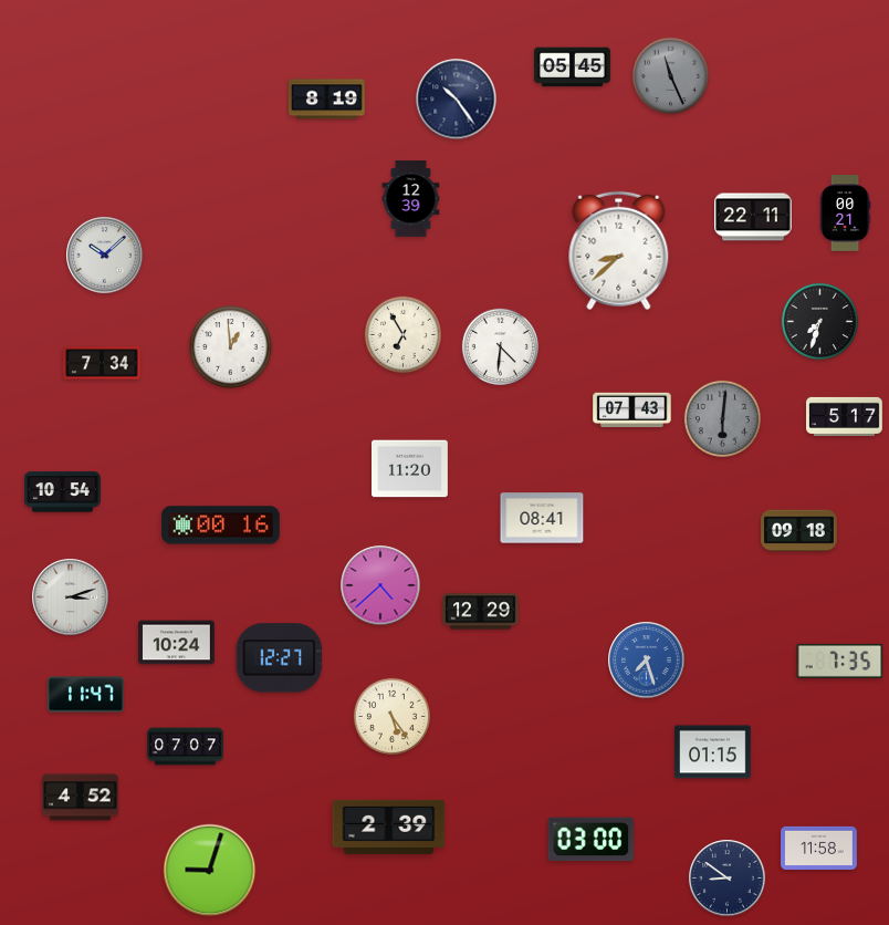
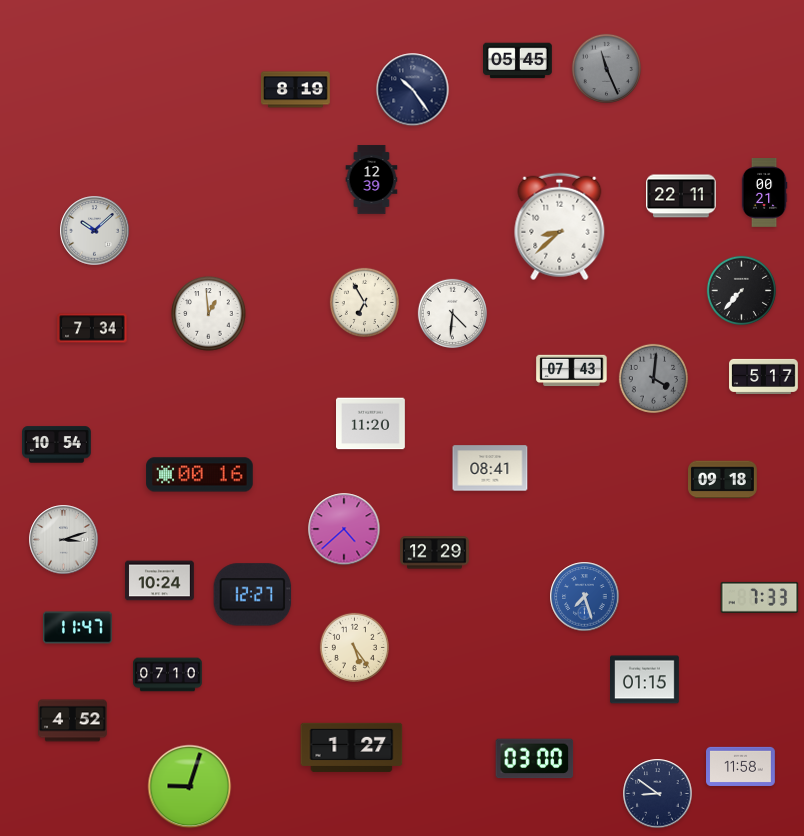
clock at (819, 321): 7:33 -> 7:37
clock at (722, 418): 6:01 -> 4:01
clock at (840, 661): 7:35 -> 7:33
clock at (186, 747): 07:07 -> 07:10
clock at (389, 827): 2:39 -> 1:27
